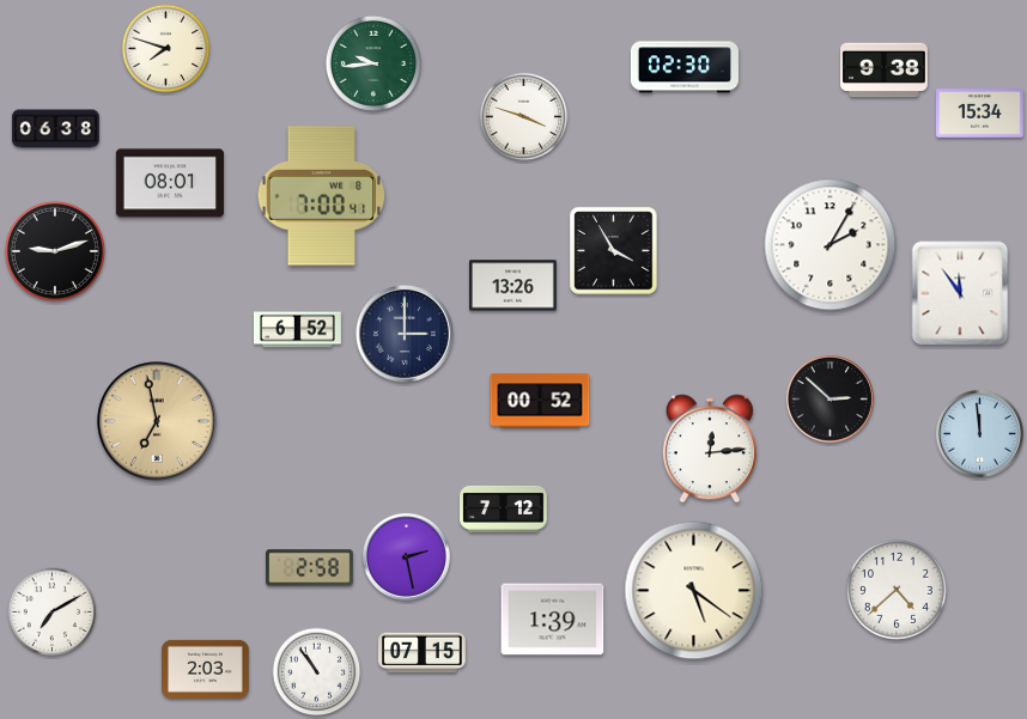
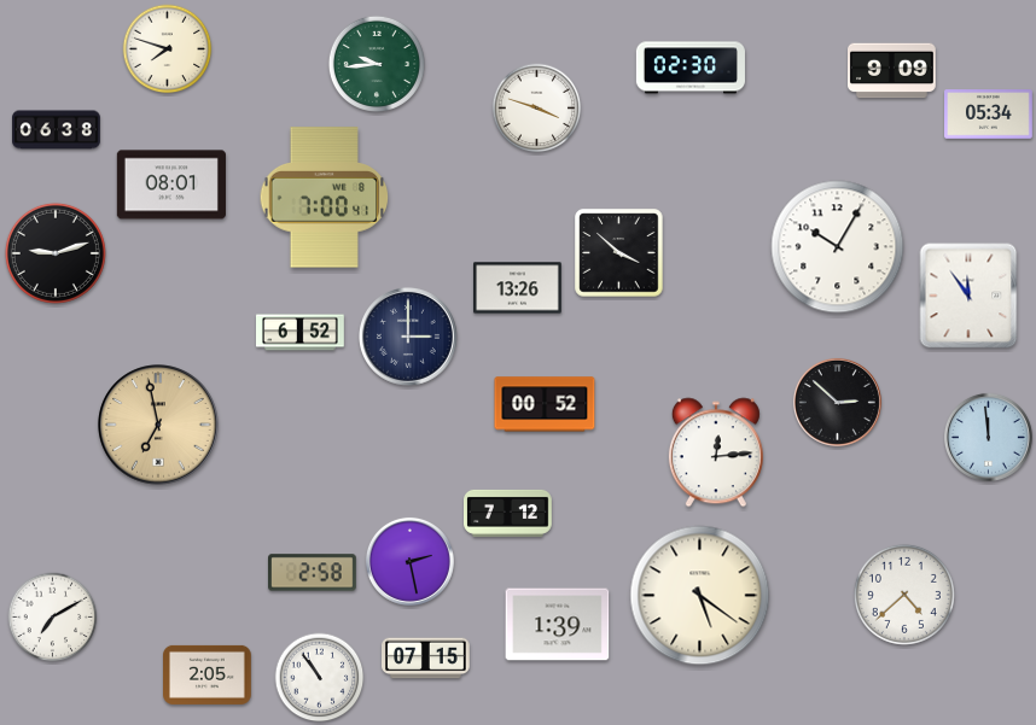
clock at (885, 71): 9:38 -> 9:09
clock at (980, 114): 15:34 -> 05:34
clock at (524, 117) position: (524, 117) -> (537, 109)
clock at (831, 245): 2:05 -> 10:05
clock at (614, 251): 3:55 -> 3:52
clock at (206, 669): 2:03 -> 2:05
